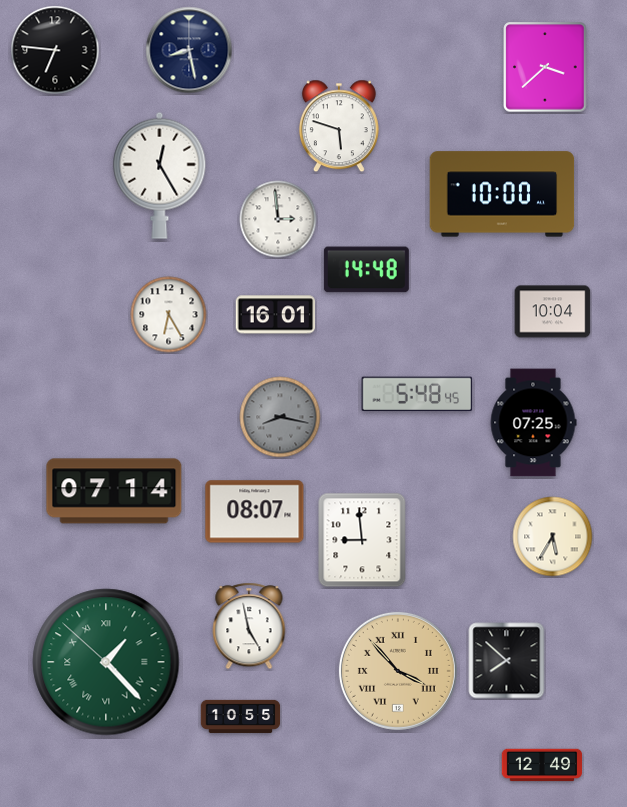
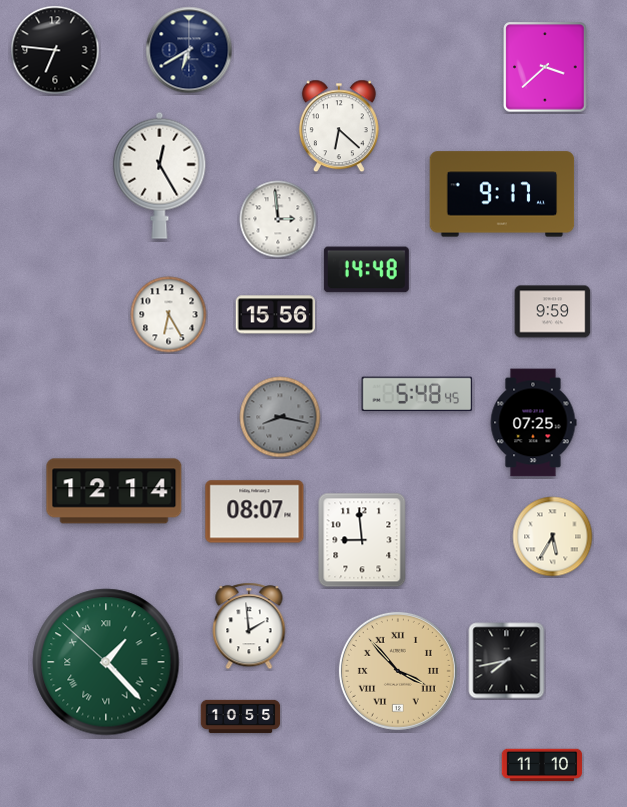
clock at (189, 50): 8:28 -> 6:40
clock at (339, 126): 5:48 -> 6:22
clock at (502, 194): 10:00 -> 9:17
clock at (553, 312): 10:04 -> 9:59
clock at (276, 315): 16:01 -> 15:56
clock at (114, 491): 07:14 -> 12:14
clock at (249, 626): 4:58 -> 1:59
clock at (507, 661): 7:52 -> 7:43
clock at (542, 765): 12:49 -> 11:10
